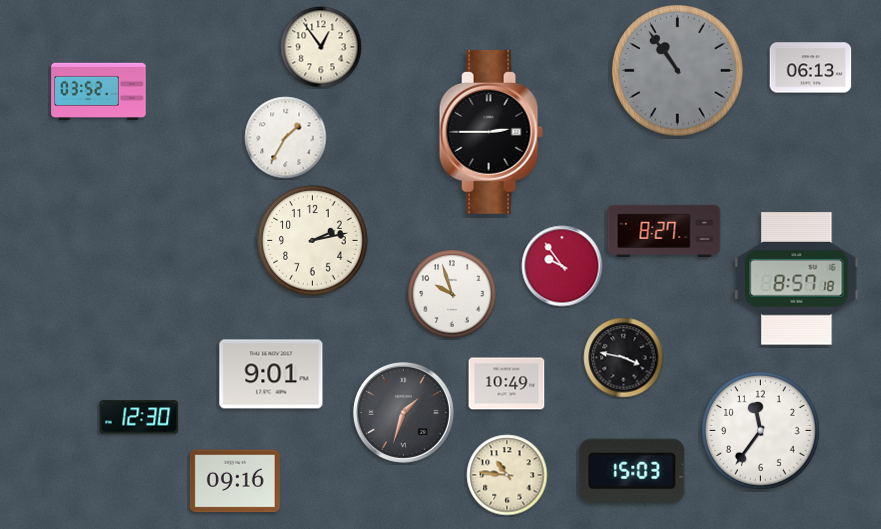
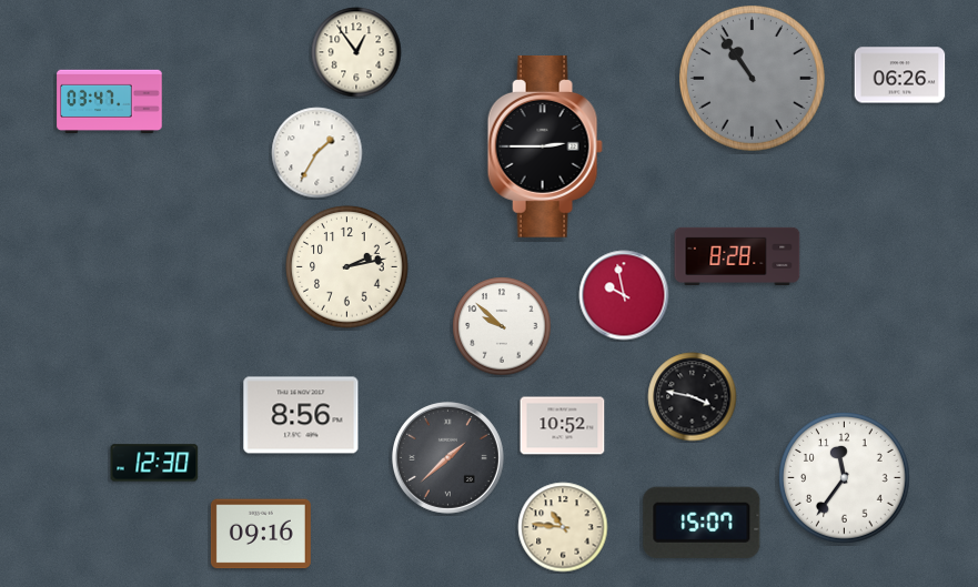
clock at (811, 68): 06:13 -> 06:26
clock at (99, 91): 03:52 -> 03:47
clock at (664, 230): 8:27 -> 8:28
clock at (562, 266): 9:54 -> 9:58
clock at (797, 279): 8:57 -> none
clock at (452, 294): 9:57 -> 9:52
clock at (271, 374): 9:01 -> 8:56
clock at (507, 384): 10:49 -> 10:52
clock at (403, 412): 1:33 -> 1:38
clock at (632, 471): 15:03 -> 15:07
